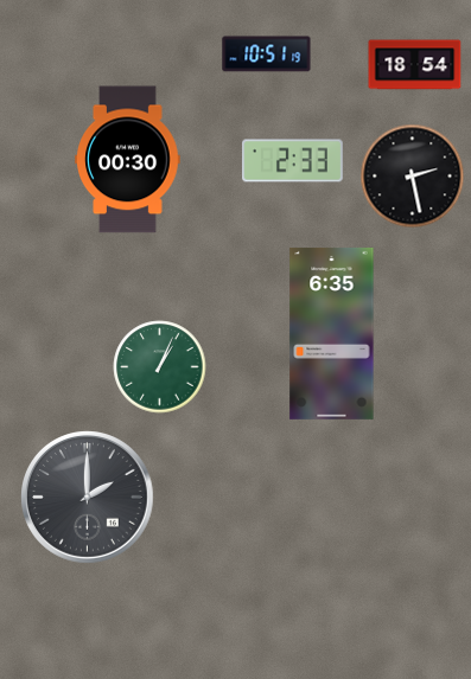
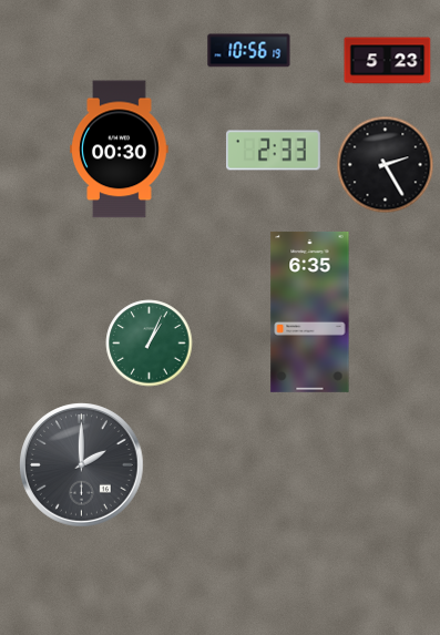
clock at (267, 55): 10:51 -> 10:56
clock at (415, 65): 18:54 -> 5:23
clock at (413, 177): 2:28 -> 2:25
